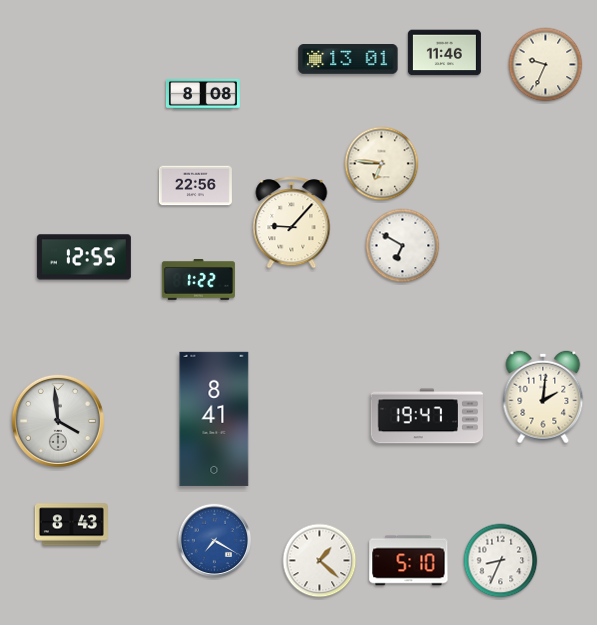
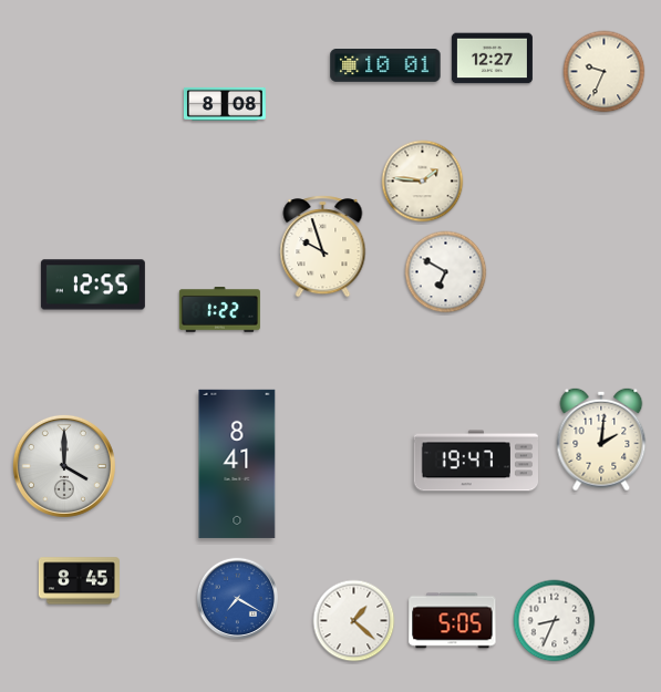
clock at (444, 53): 11:46 -> 12:27
clock at (348, 60): 13:01 -> 10:01
clock at (382, 164): 6:46 -> 1:46
clock at (195, 186): 22:56 -> none
clock at (292, 223): 9:07 -> 9:57
clock at (426, 416) position: (426, 416) -> (475, 461)
clock at (58, 421): 3:59 -> 4:00
clock at (71, 525): 8:43 -> 8:45
clock at (409, 561): 5:10 -> 5:05
